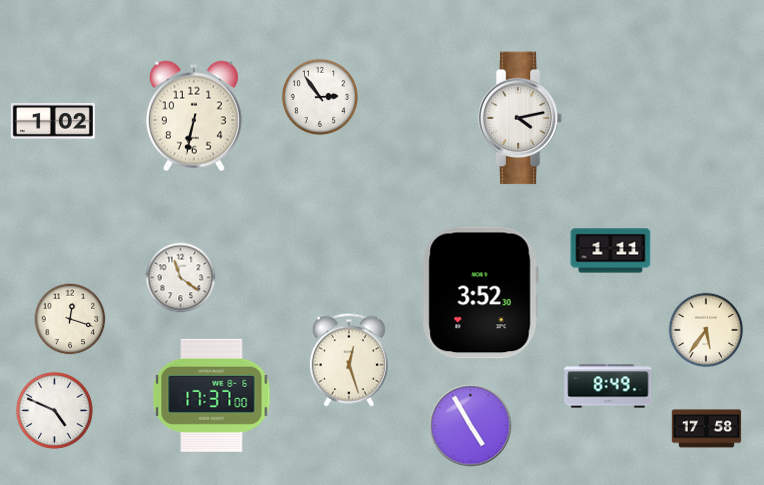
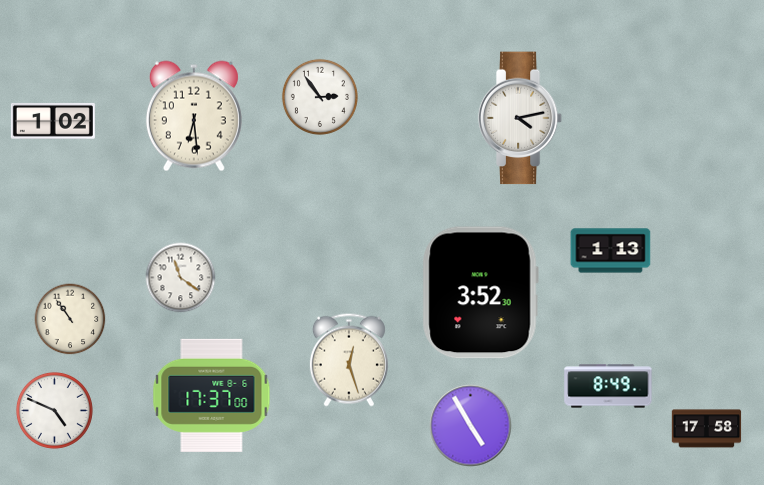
clock at (194, 116): 6:32 -> 6:29
clock at (611, 251): 1:11 -> 1:13
clock at (70, 319): 12:18 -> 10:54
clock at (705, 329): 5:36 -> none
